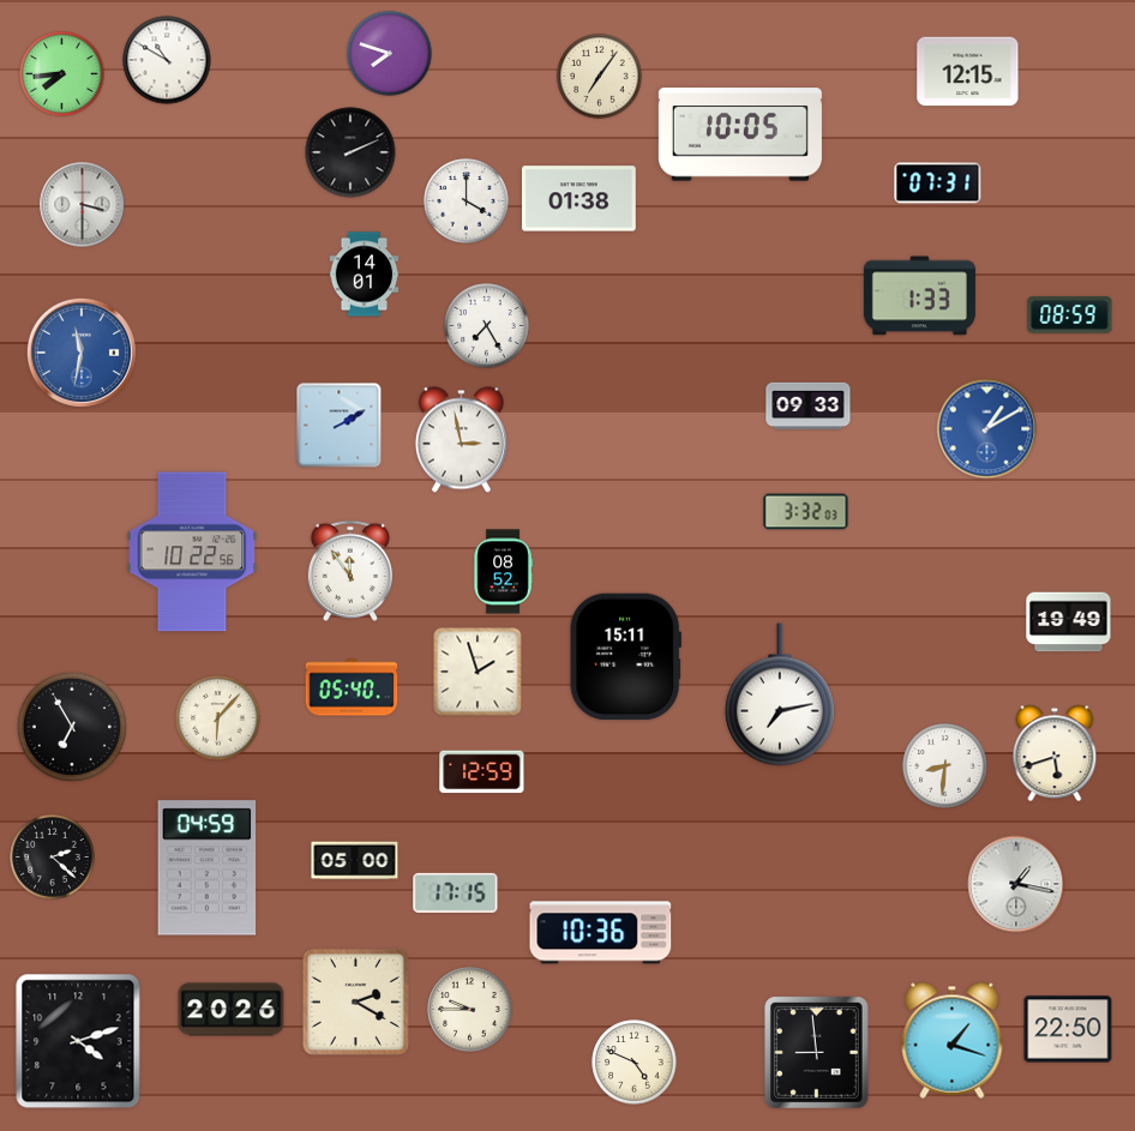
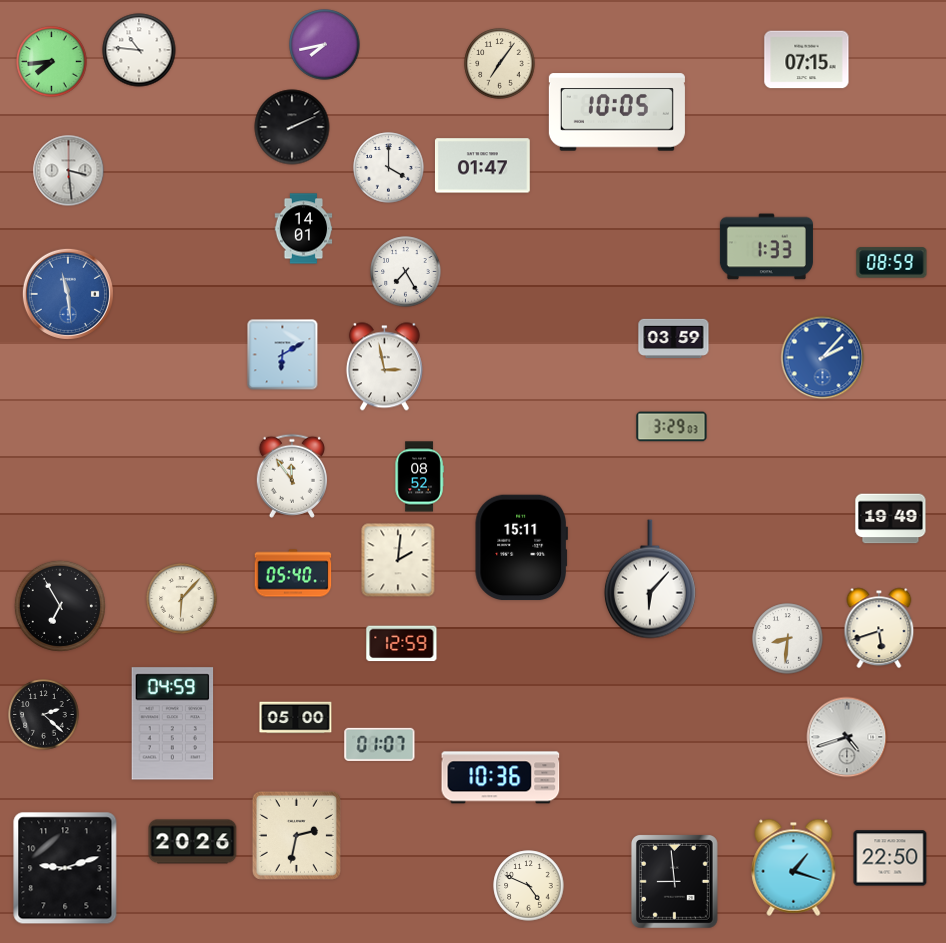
clock at (390, 54): 7:48 -> 7:43
clock at (167, 60): 10:50 -> 10:46
clock at (968, 72): 12:15 -> 07:15
clock at (938, 184): 07:31 -> none
clock at (578, 199): 01:38 -> 01:47
clock at (83, 205): 3:30 -> 3:29
clock at (82, 353): 11:32 -> 11:29
clock at (809, 405): 09:33 -> 03:59
clock at (340, 426): 2:10 -> 6:10
clock at (987, 429): 1:10 -> 2:07
clock at (806, 512): 3:32 -> 3:29
clock at (192, 552): 10:22 -> none
clock at (478, 672): 1:57 -> 2:01
clock at (780, 694): 7:13 -> 6:07
clock at (1016, 884): 1:17 -> 4:42
clock at (456, 892): 17:15 -> 01:07
clock at (355, 1001): 2:20 -> 2:32
clock at (470, 1010): 9:45 -> none
clock at (78, 1041): 4:12 -> 9:12
clock at (816, 1052) position: (816, 1052) -> (674, 881)
